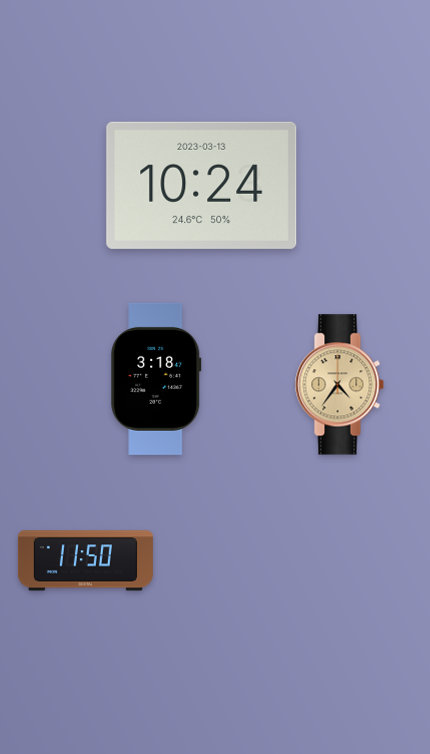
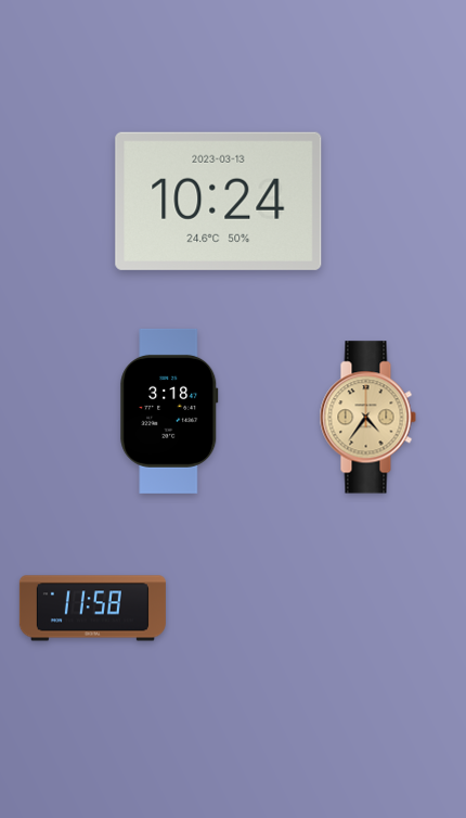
clock at (85, 561): 11:50 -> 11:58
